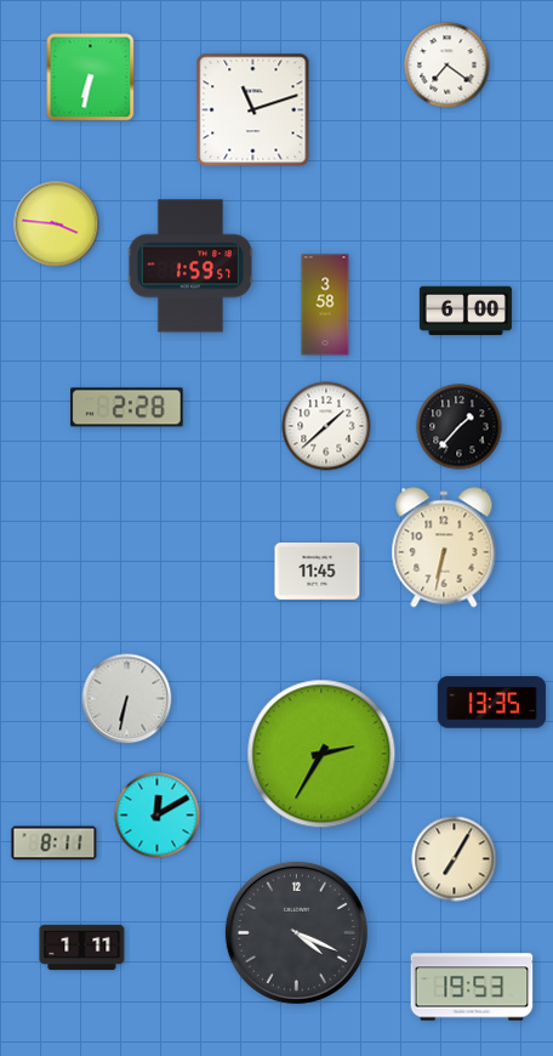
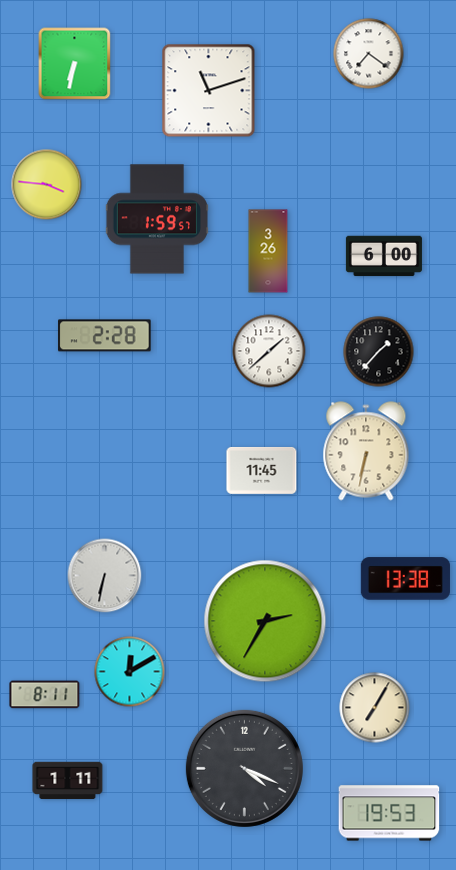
clock at (325, 305): 3:58 -> 3:26
clock at (491, 703): 13:35 -> 13:38
